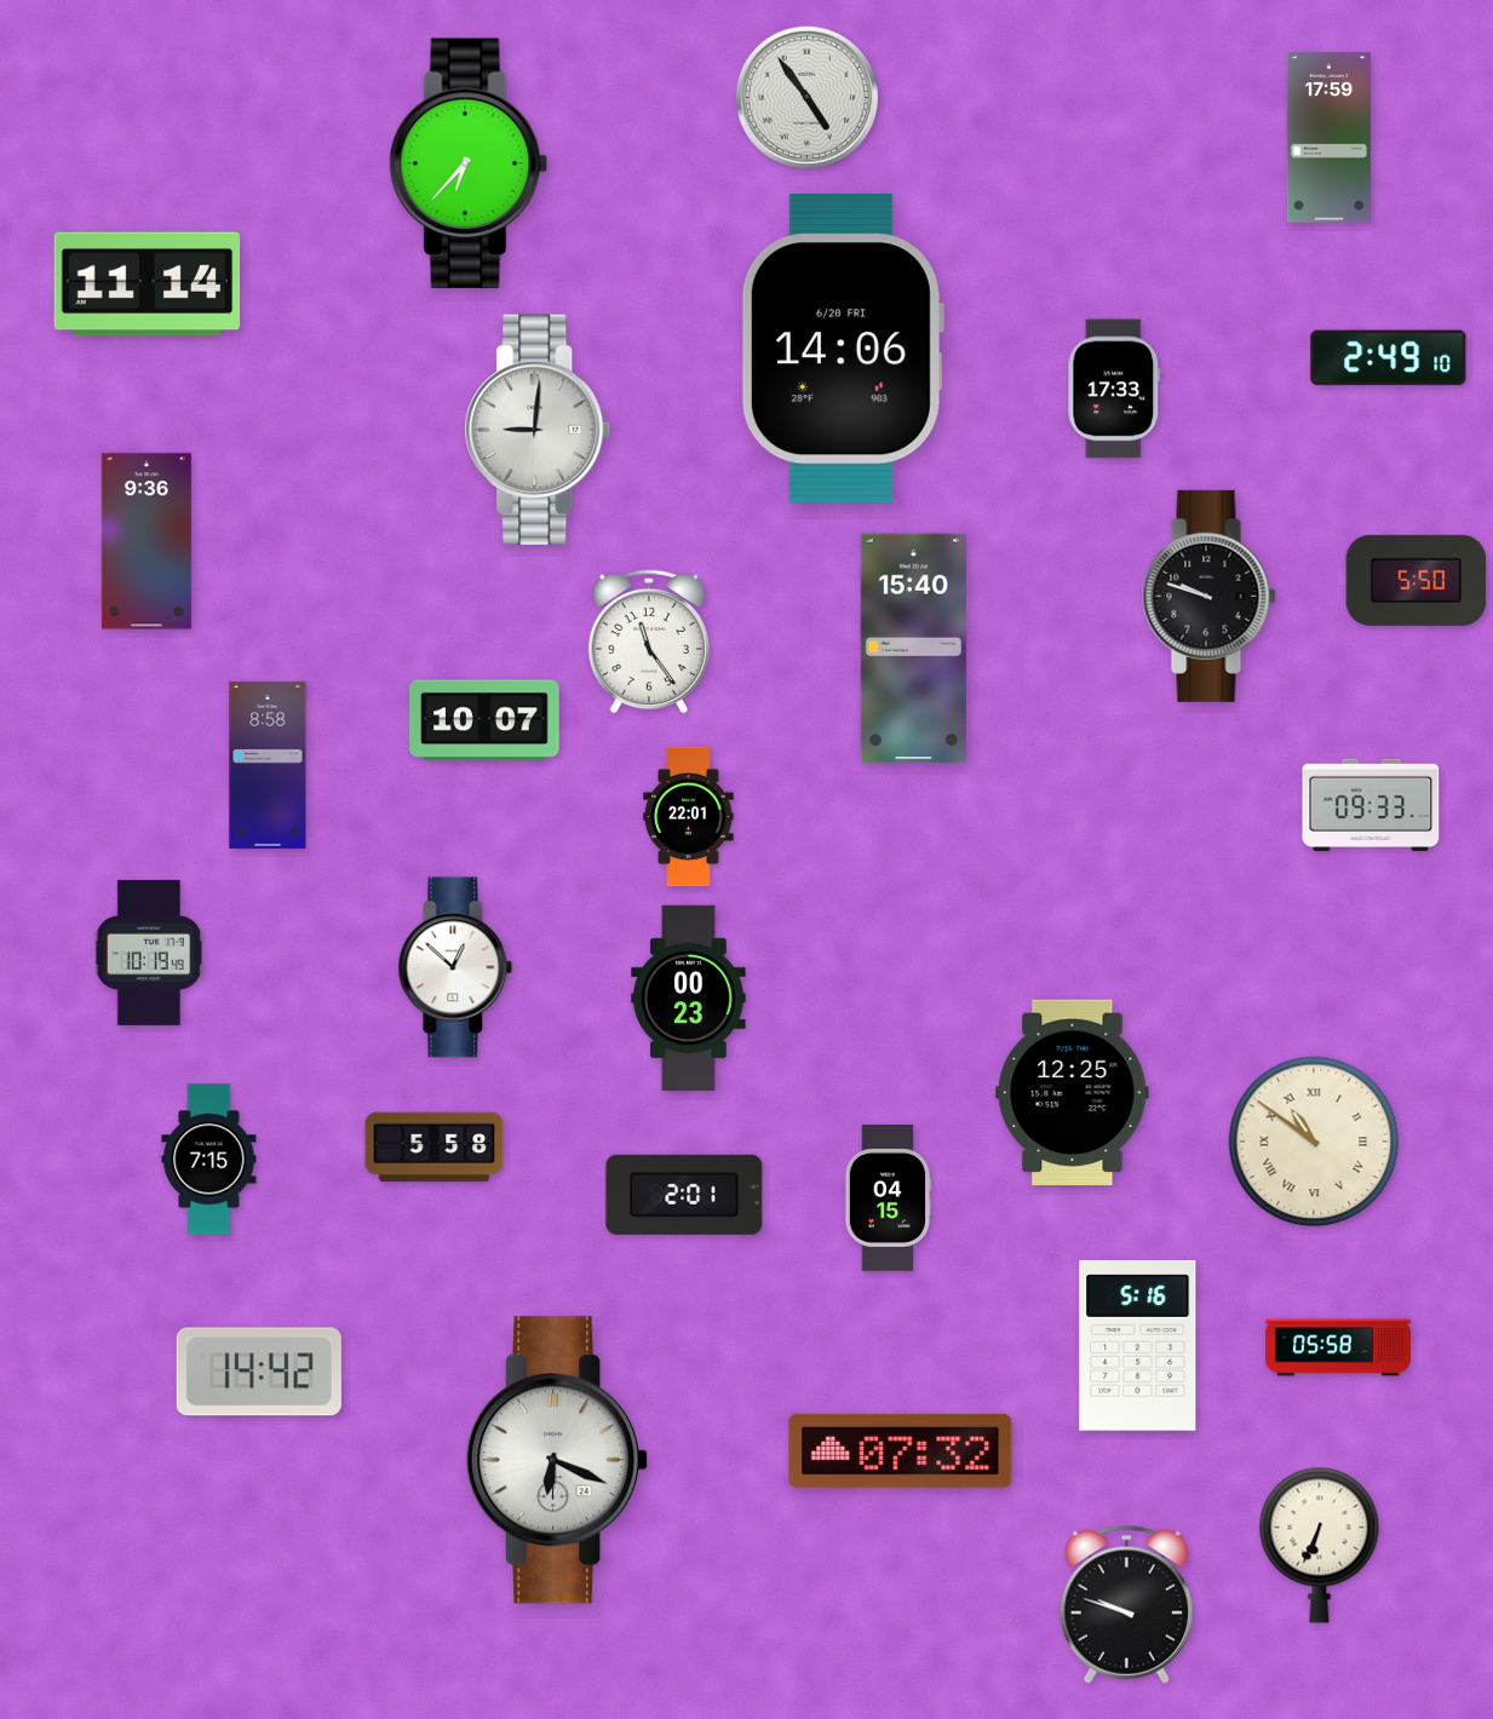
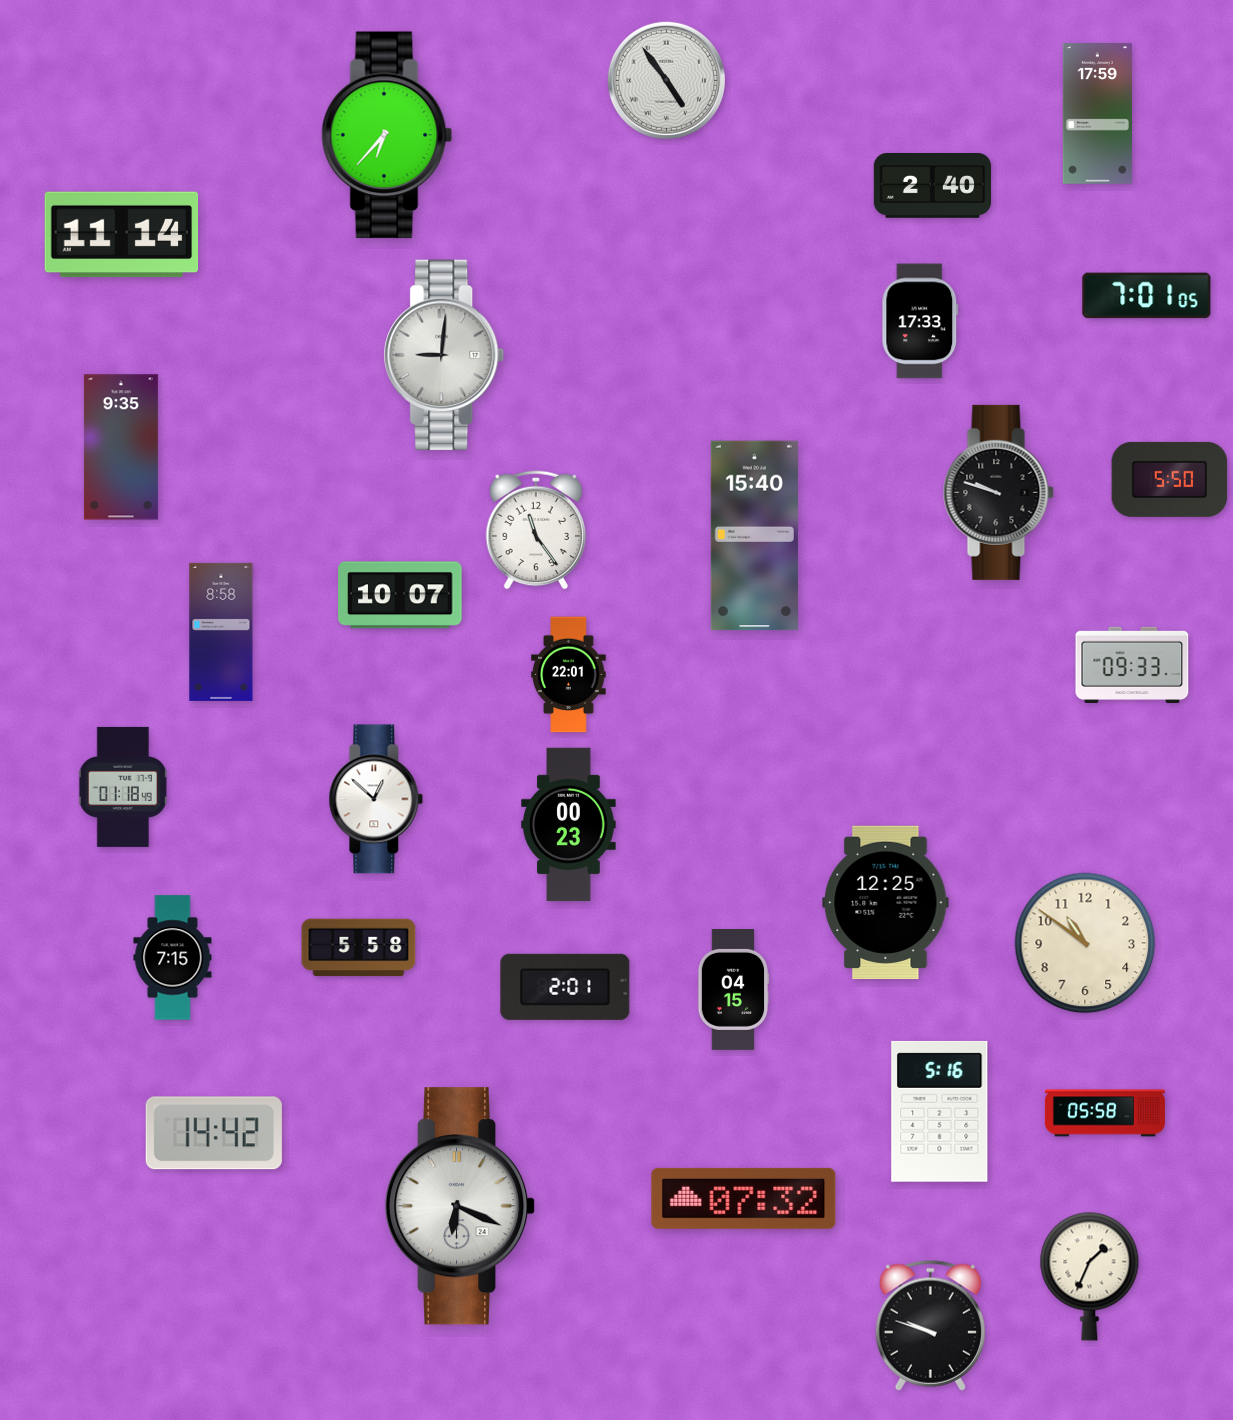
clock at (933, 186): none -> 2:40
clock at (842, 349): 14:06 -> none
clock at (1389, 358): 2:49 -> 7:01
clock at (147, 541): 9:36 -> 9:35
clock at (149, 953): 10:19 -> 01:18
clock at (1314, 1142) numerals: Roman -> Arabic
clock at (1320, 1545): 6:34 -> 1:34
